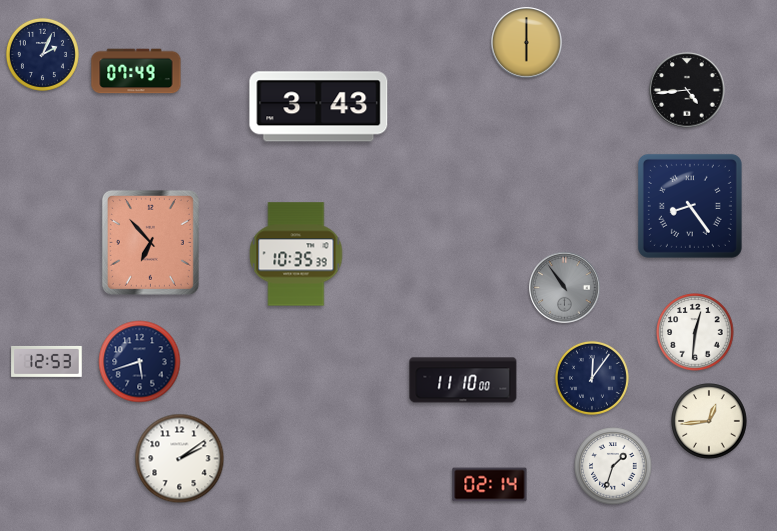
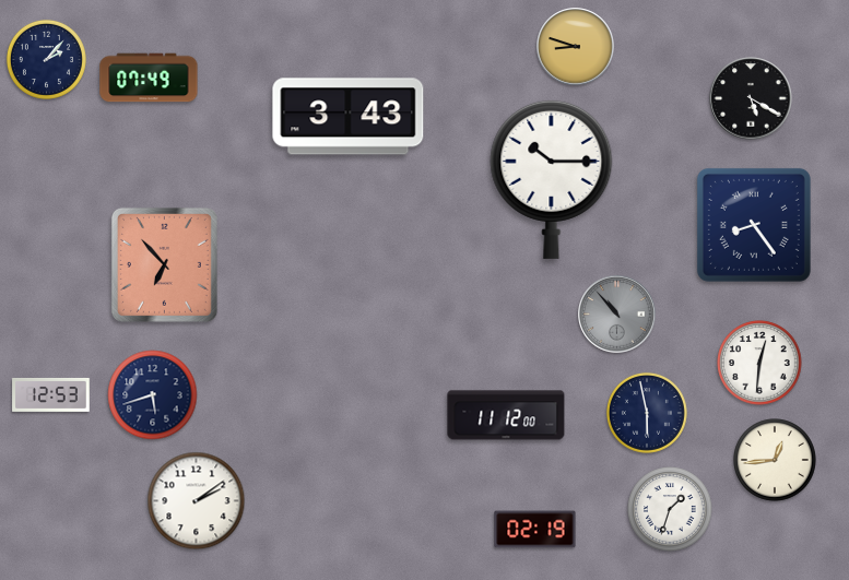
clock at (527, 43): 6:00 -> 8:48
clock at (42, 54): 2:04 -> 2:07
clock at (687, 90): 4:44 -> 5:20
clock at (552, 179): none -> 10:15
clock at (296, 254): 10:35 -> none
clock at (565, 288): 10:54 -> 10:53
clock at (592, 378): 12:06 -> 5:58
clock at (463, 380): 11:10 -> 11:12
clock at (490, 485): 02:14 -> 02:19
